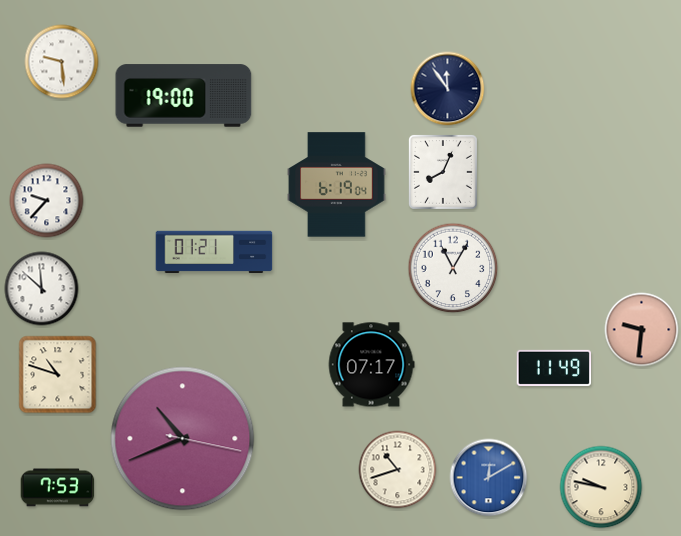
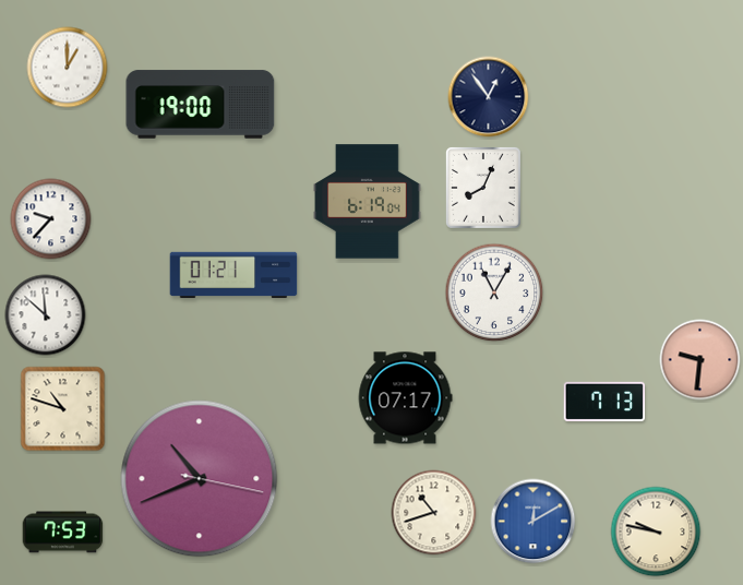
clock at (62, 62): 9:29 -> 1:00
clock at (448, 89): 11:54 -> 12:54
clock at (554, 368): 11:49 -> 7:13
